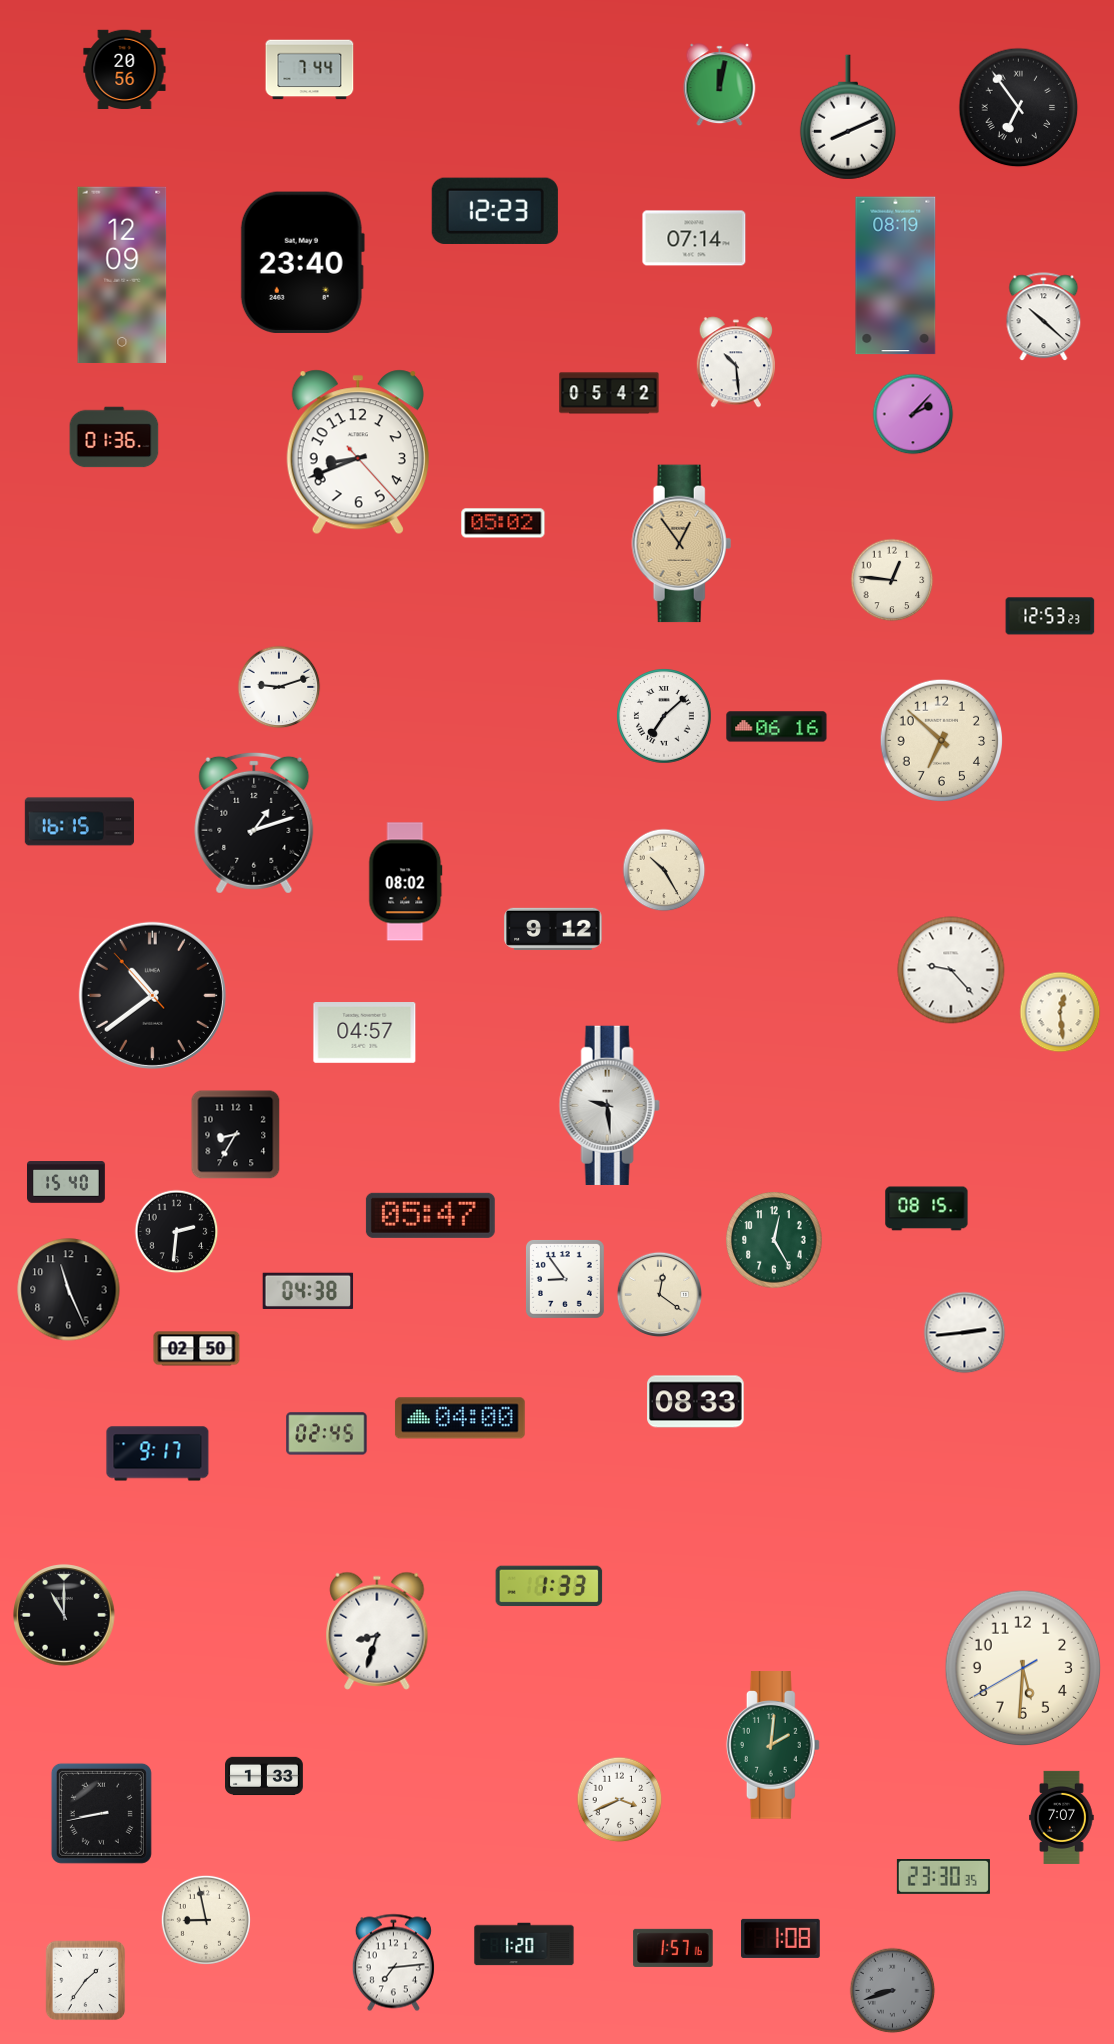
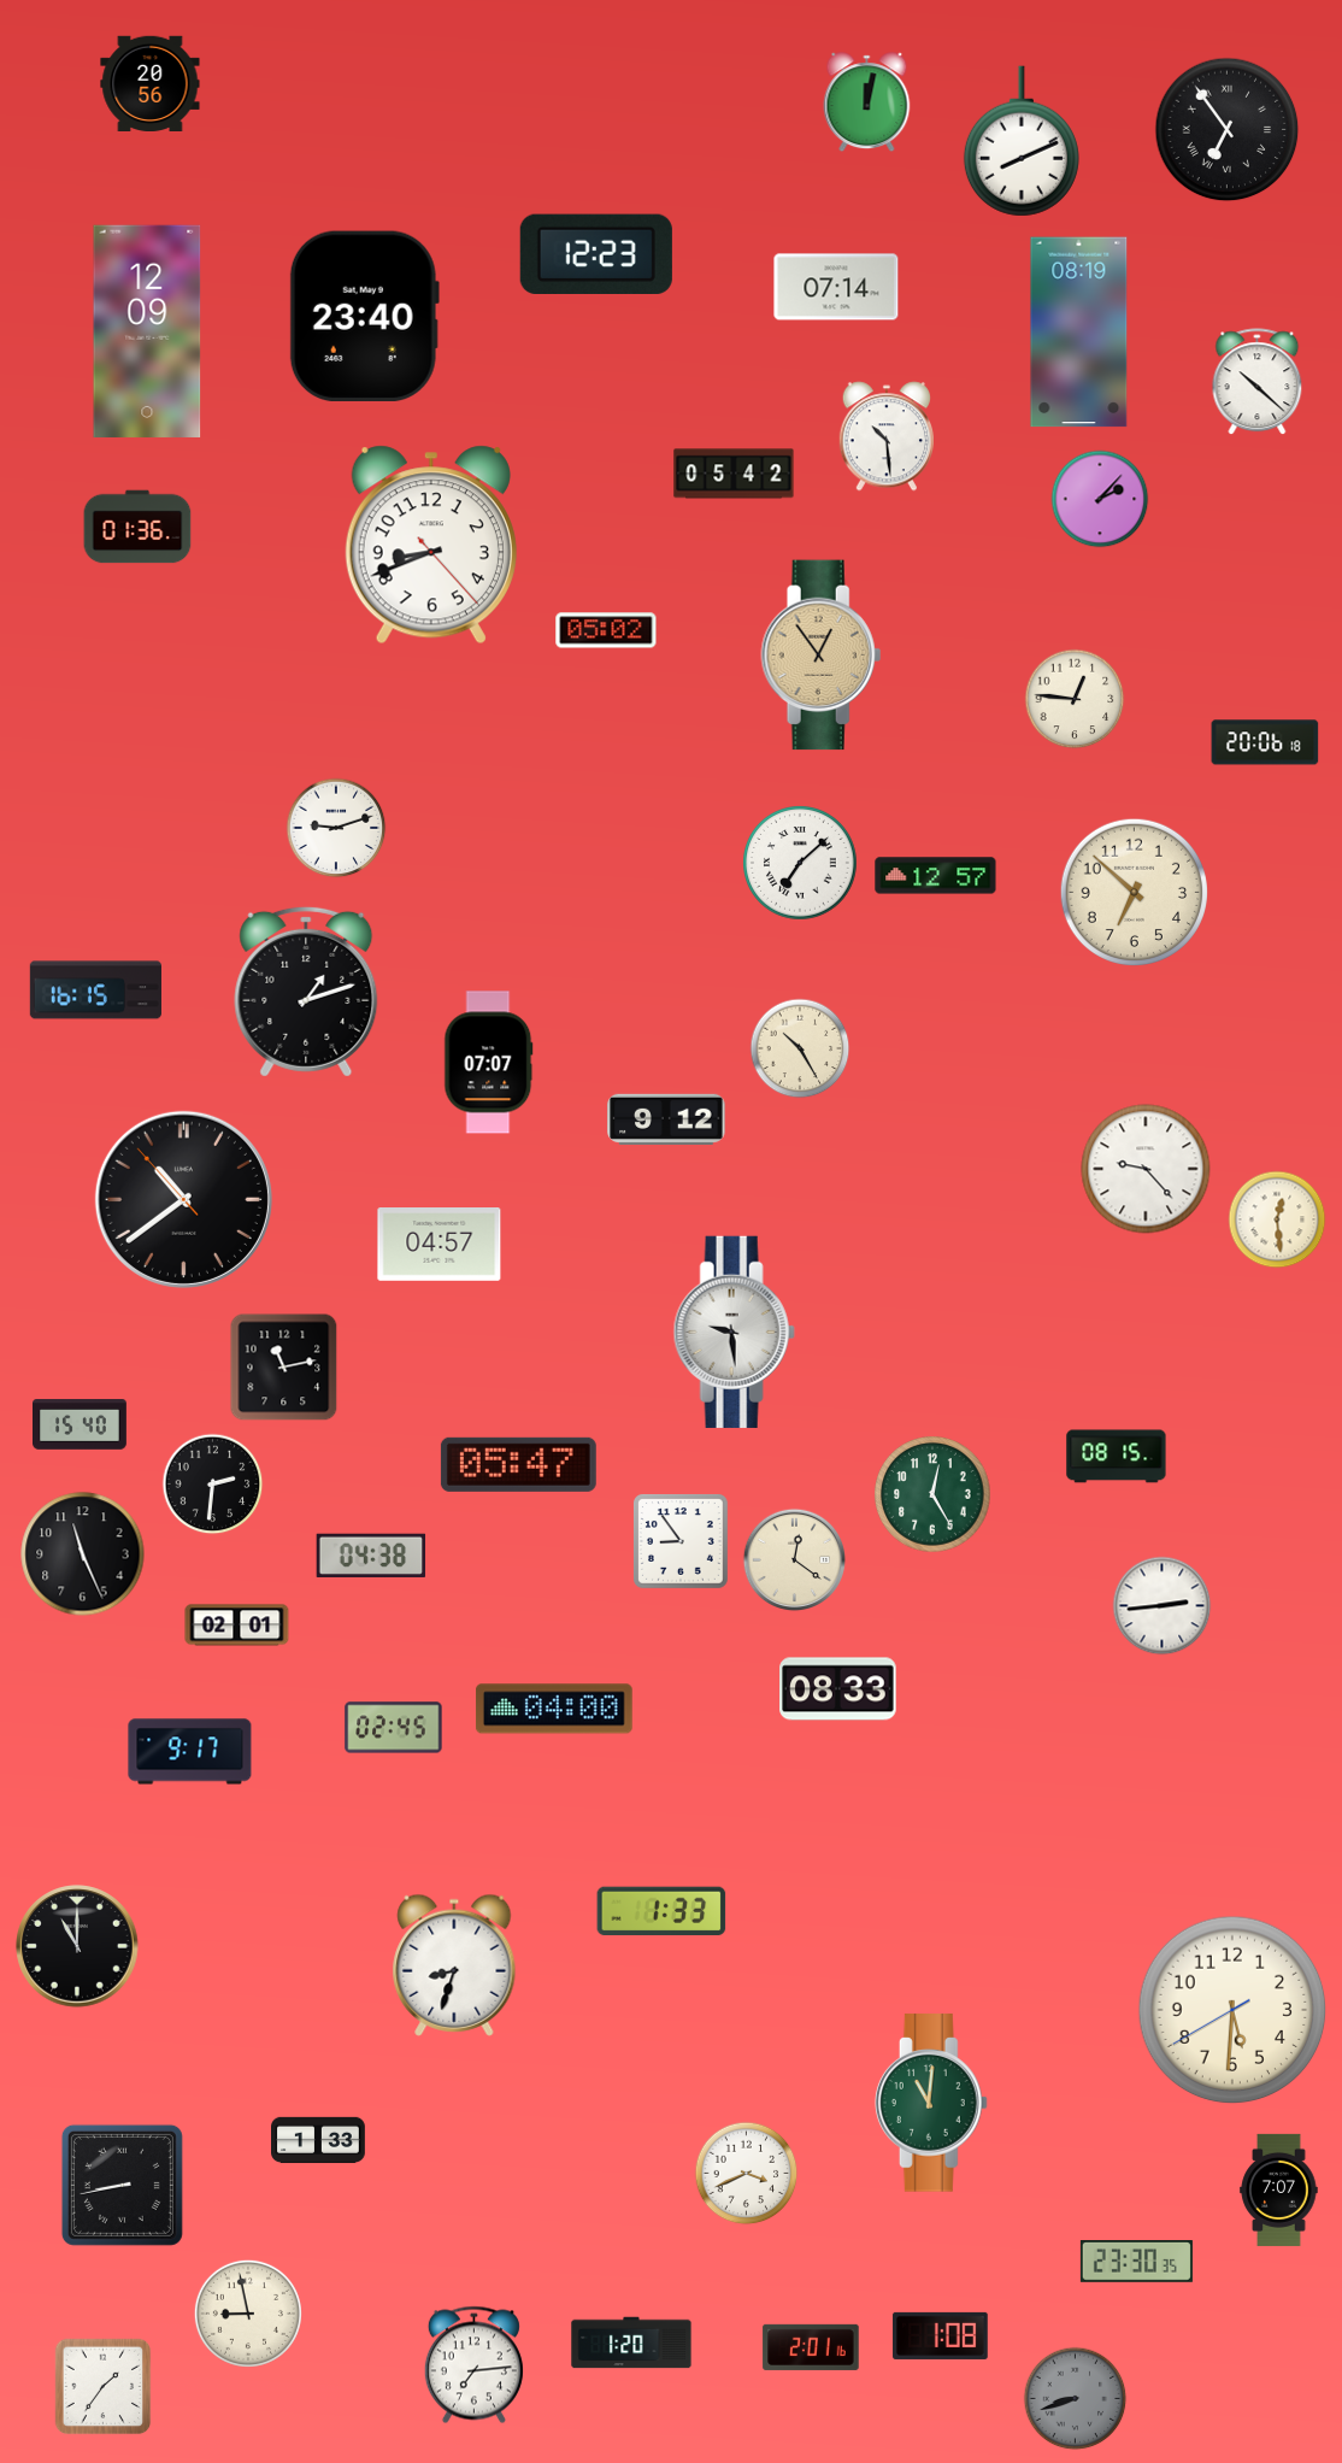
clock at (310, 70): 7:44 -> none
clock at (1050, 616): 12:53 -> 20:06
clock at (777, 727): 06:16 -> 12:57
clock at (406, 882): 08:02 -> 07:07
clock at (236, 1135): 8:35 -> 11:13
clock at (197, 1349): 02:50 -> 02:01
clock at (773, 1745): 2:01 -> 11:01
clock at (620, 1800) position: (620, 1800) -> (747, 2174)
clock at (673, 1948): 1:57 -> 2:01
